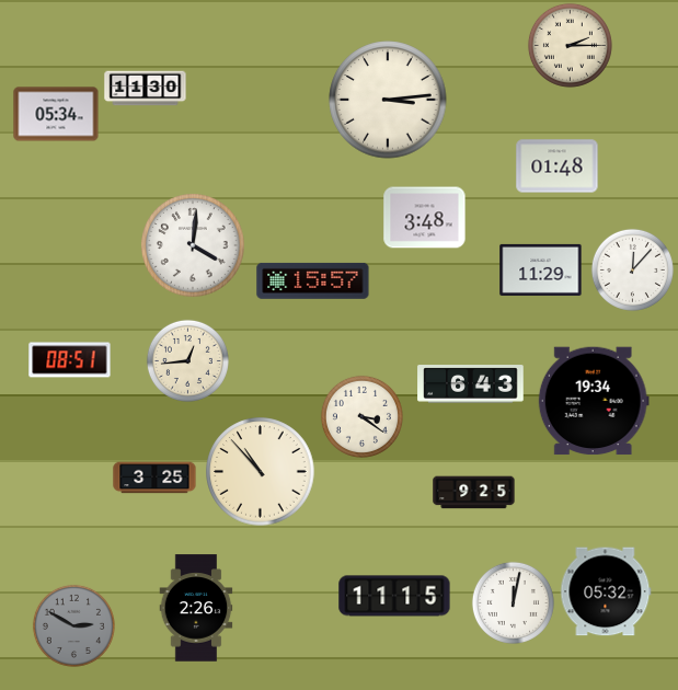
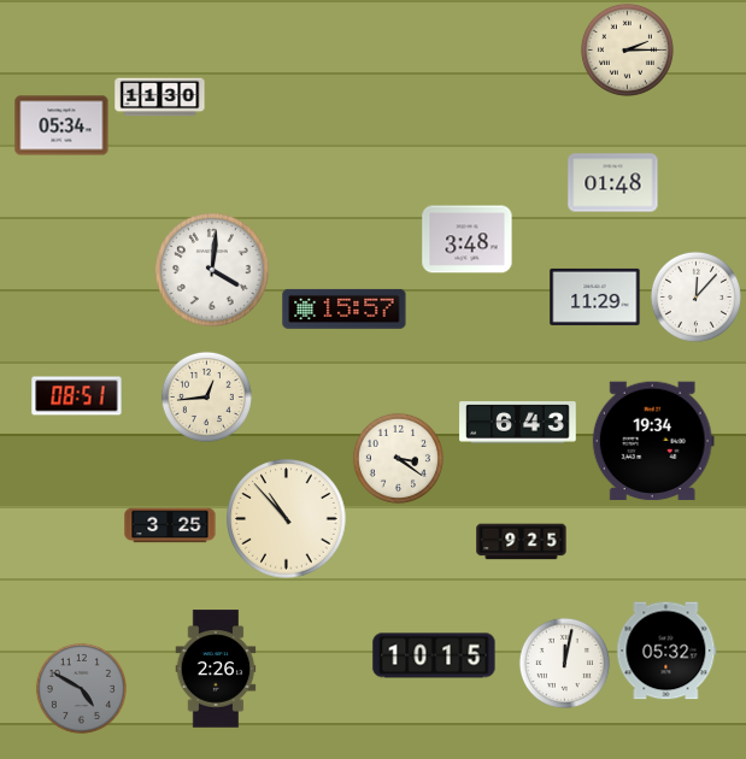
clock at (388, 100): 3:14 -> none
clock at (394, 596): 11:15 -> 10:15
clock at (73, 625): 2:50 -> 4:50
